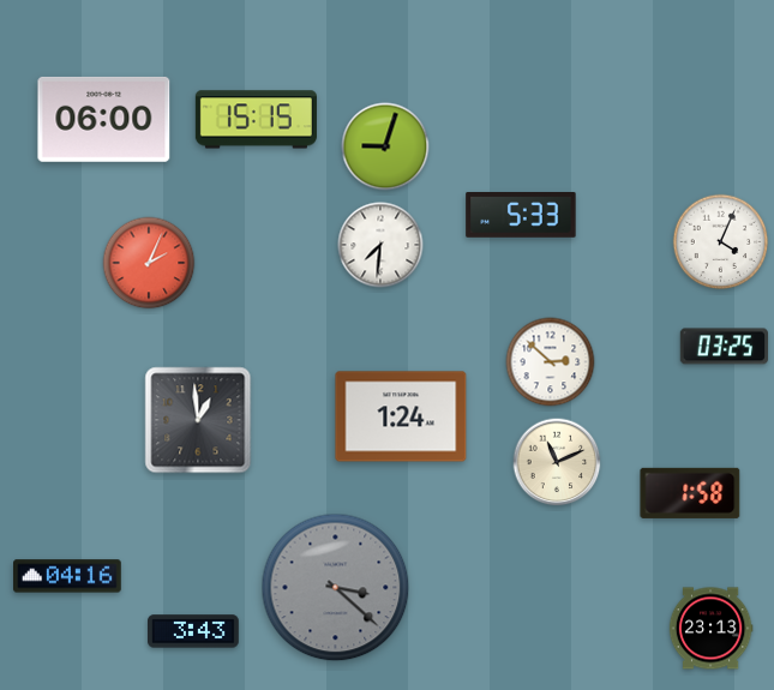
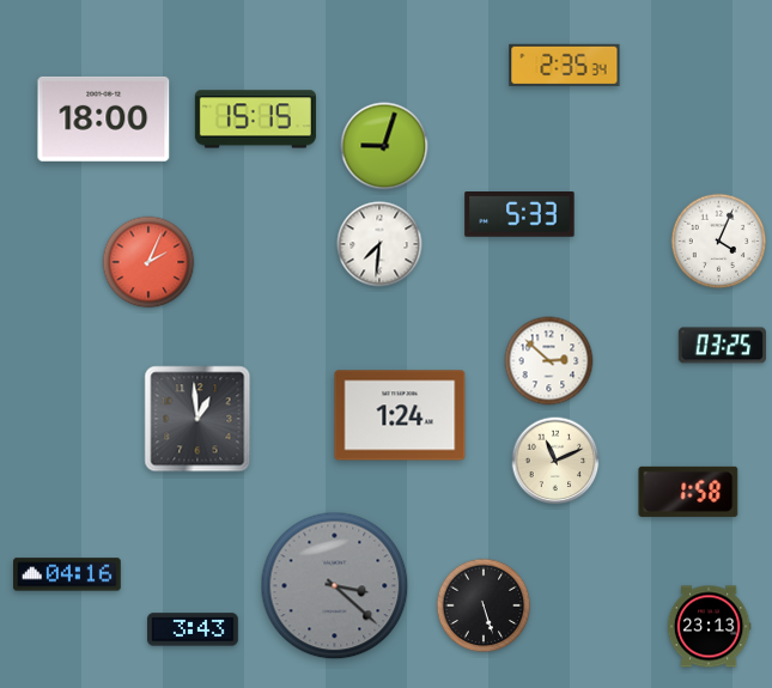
clock at (565, 65): none -> 2:35
clock at (104, 119): 06:00 -> 18:00
clock at (484, 605): none -> 5:27
